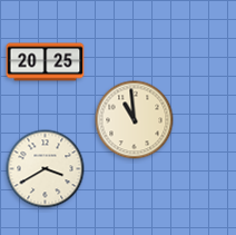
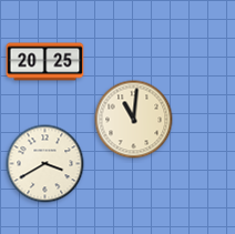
clock at (135, 120): 10:59 -> 11:01
clock at (46, 169) position: (46, 169) -> (45, 164)
